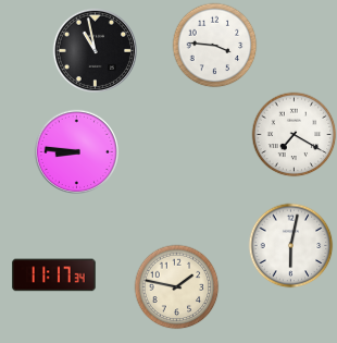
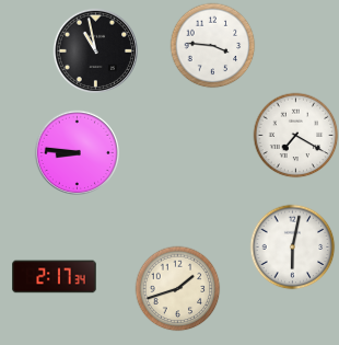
clock at (214, 45) position: (214, 45) -> (212, 45)
clock at (54, 275): 11:17 -> 2:17
clock at (176, 286): 1:47 -> 1:42
